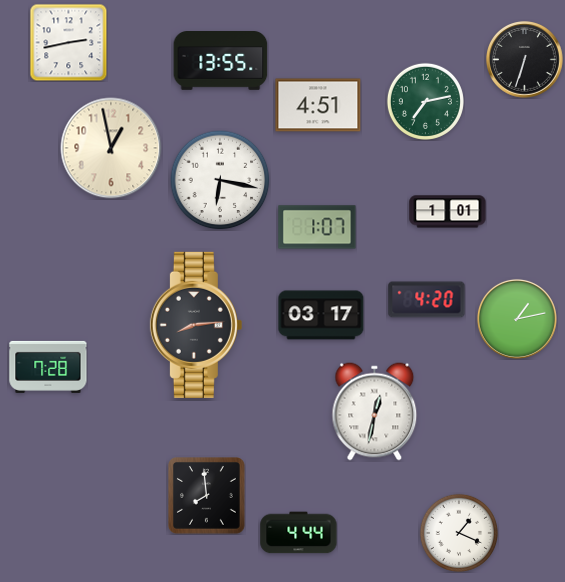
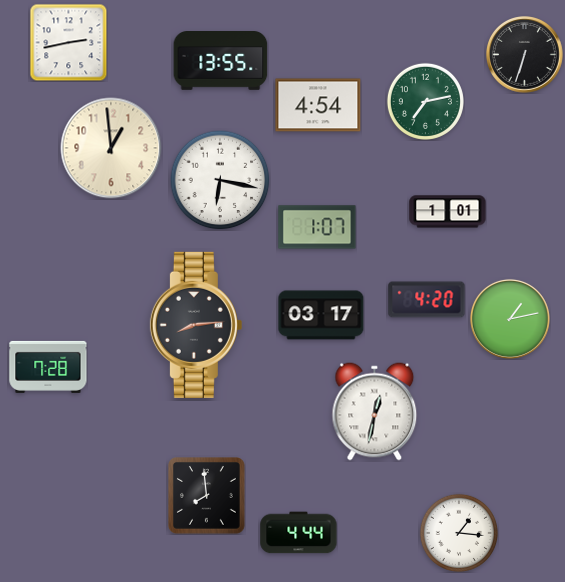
clock at (525, 60) position: (525, 60) -> (525, 55)
clock at (318, 105): 4:51 -> 4:54
clock at (111, 148): 12:58 -> 12:59
clock at (517, 319) position: (517, 319) -> (510, 319)
clock at (458, 532): 1:19 -> 1:16
